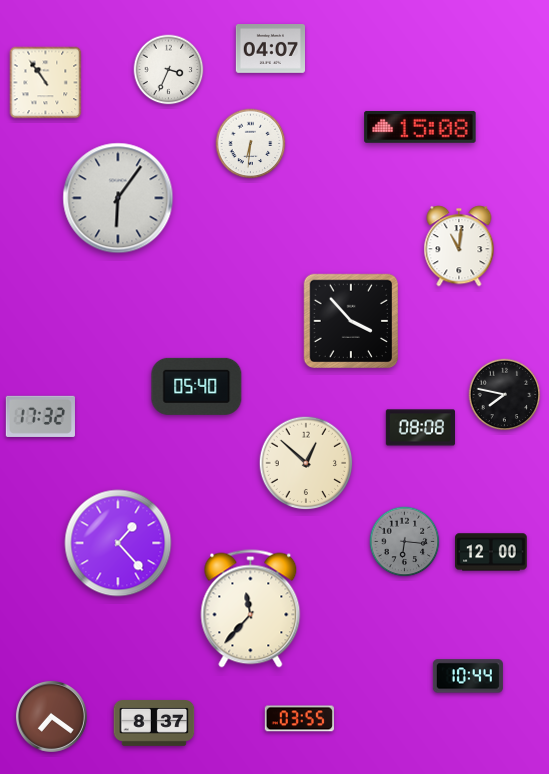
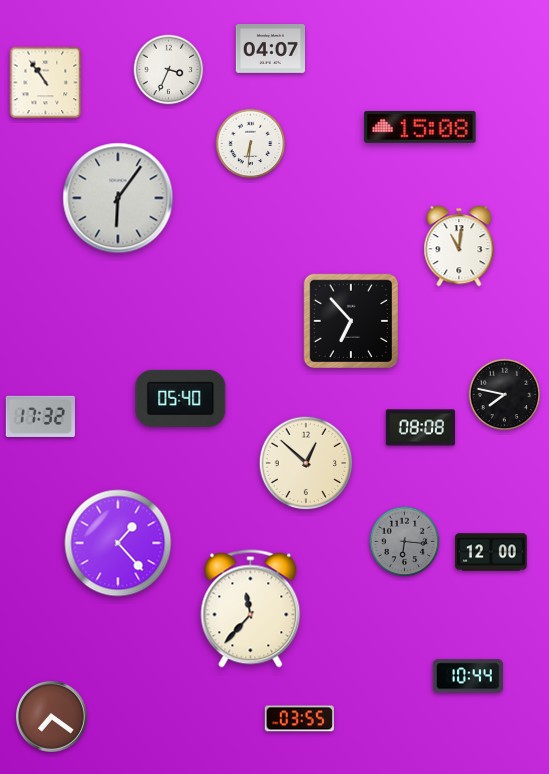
clock at (350, 320): 3:53 -> 6:53
clock at (197, 386) position: (197, 386) -> (181, 398)
clock at (154, 724): 8:37 -> none
